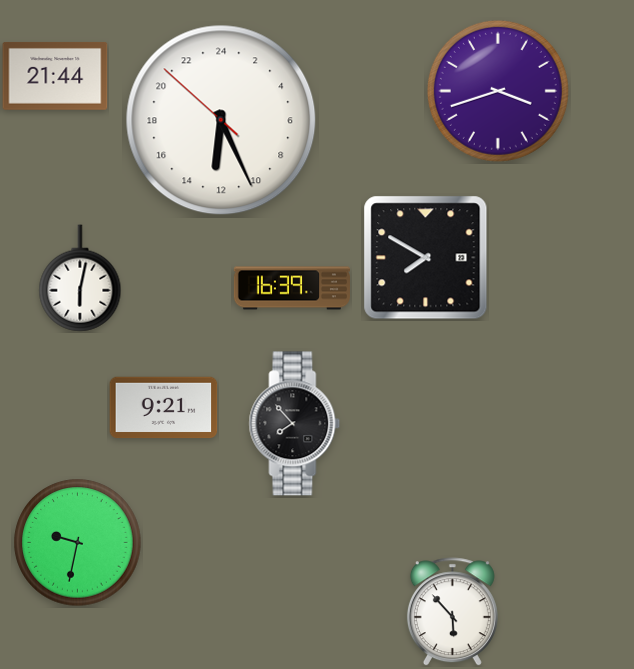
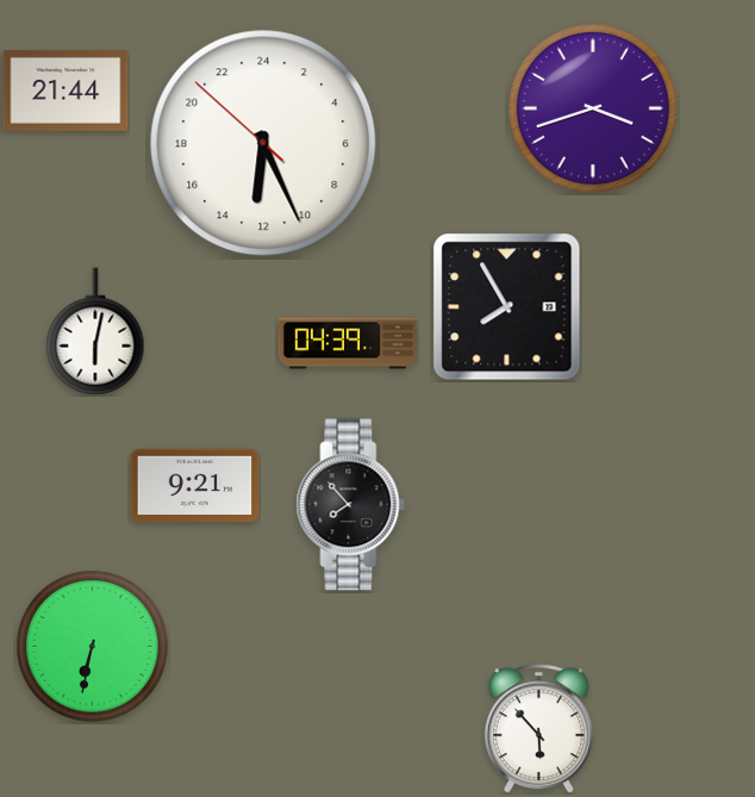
clock at (426, 258): 7:50 -> 7:55
clock at (292, 288): 16:39 -> 04:39
clock at (78, 543): 9:32 -> 6:32
